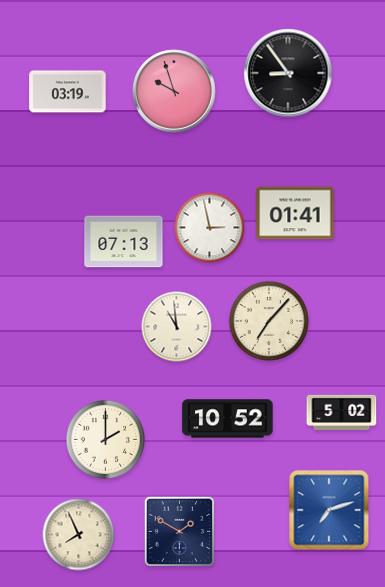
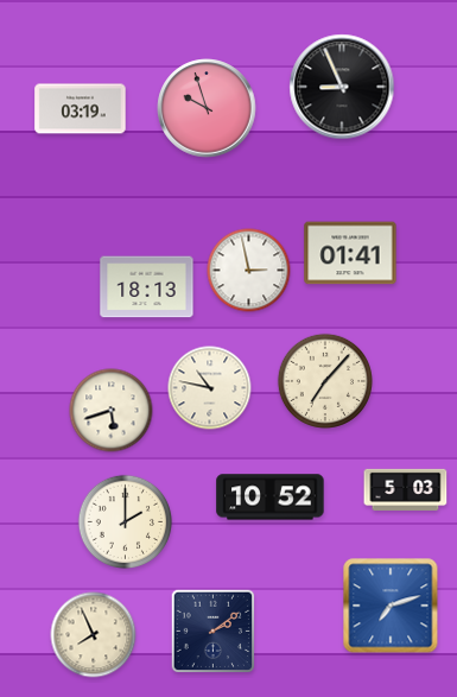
clock at (288, 73): 8:54 -> 8:56
clock at (124, 242): 07:13 -> 18:13
clock at (269, 321) position: (269, 321) -> (325, 381)
clock at (177, 327): 10:59 -> 10:47
clock at (112, 411): none -> 5:42
clock at (342, 412): 5:02 -> 5:03
clock at (180, 532): 1:50 -> 2:09
